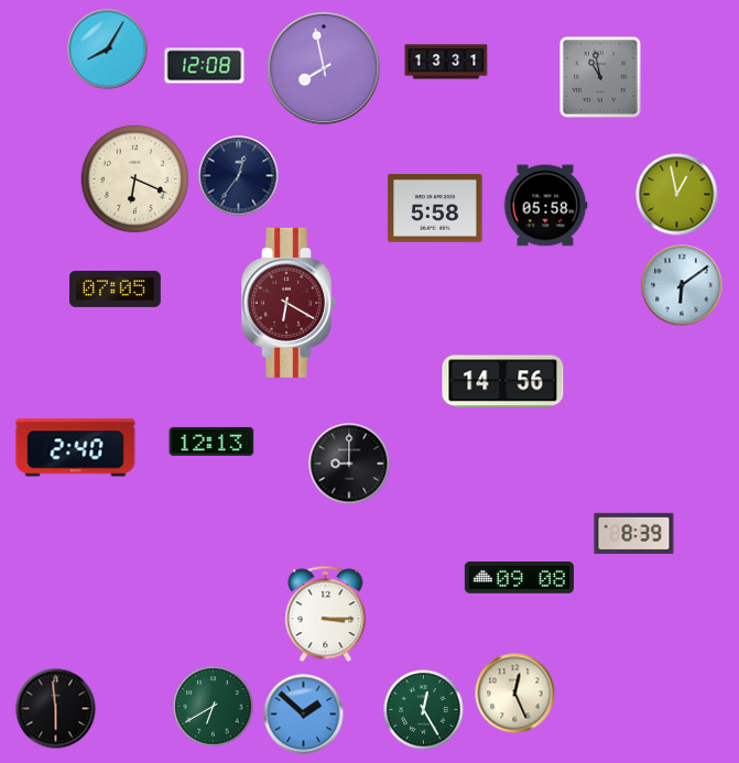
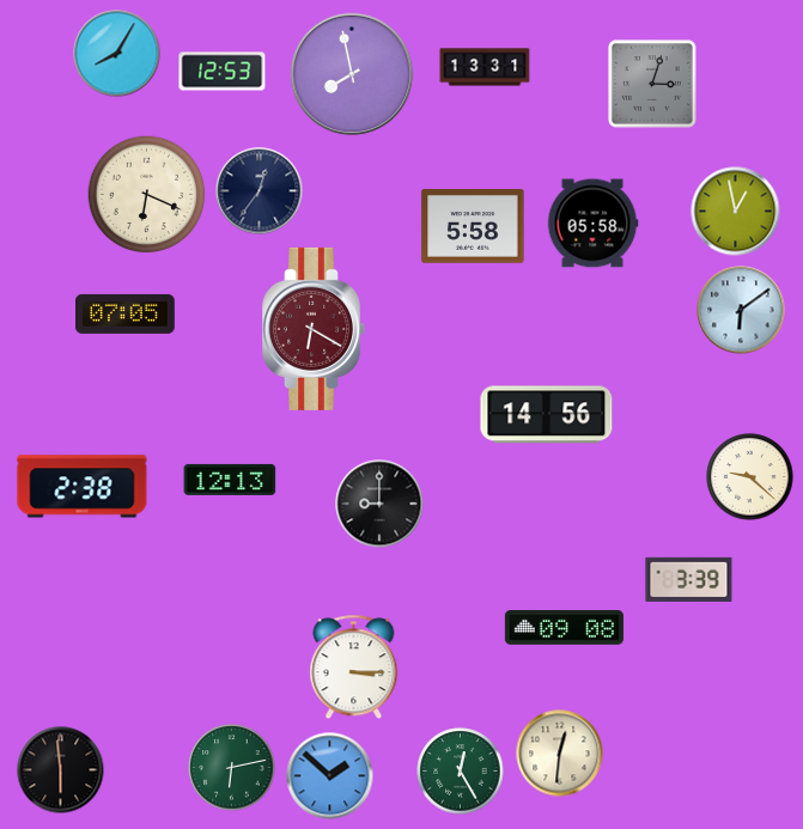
clock at (205, 66): 12:08 -> 12:53
clock at (601, 78): 10:58 -> 3:03
clock at (750, 477): none -> 9:22
clock at (76, 448): 2:40 -> 2:38
clock at (634, 533): 8:39 -> 3:39
clock at (515, 694): 12:26 -> 12:31
clock at (214, 707): 6:40 -> 6:13
